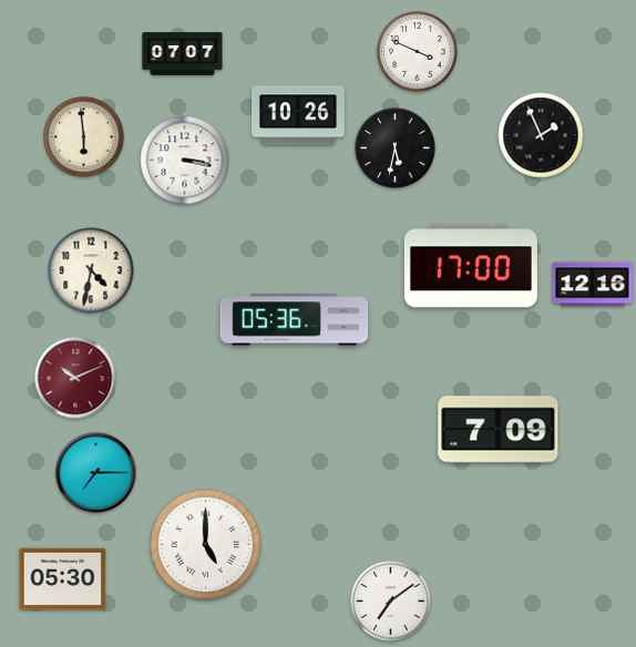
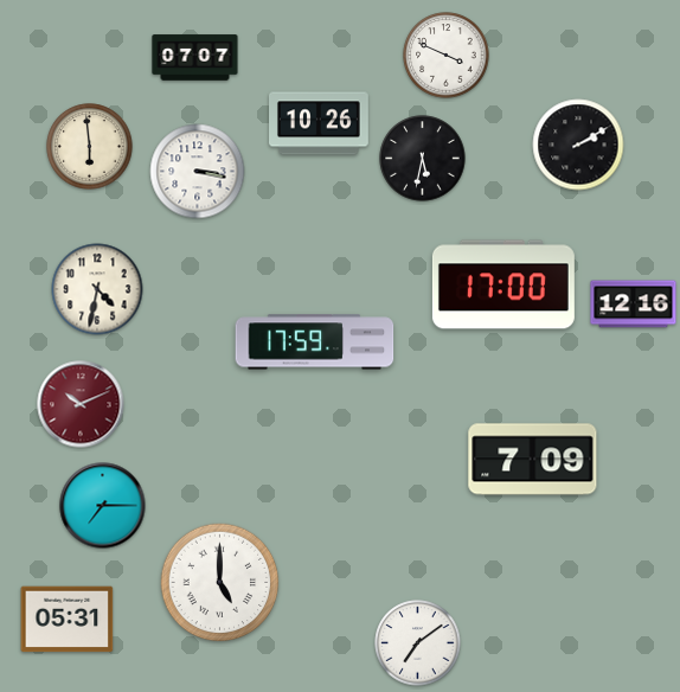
clock at (541, 135): 1:56 -> 2:10
clock at (295, 320): 05:36 -> 17:59
clock at (63, 579): 05:30 -> 05:31
